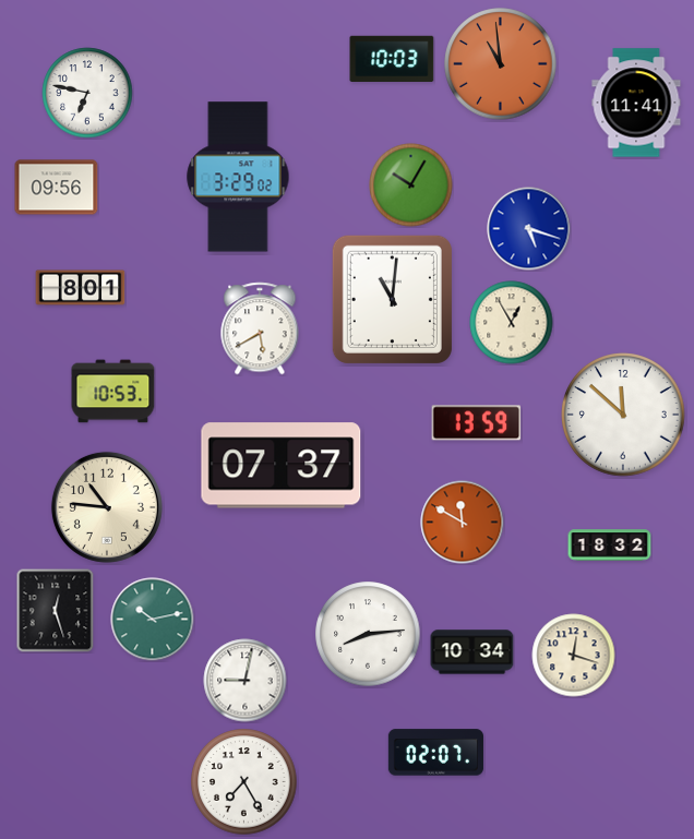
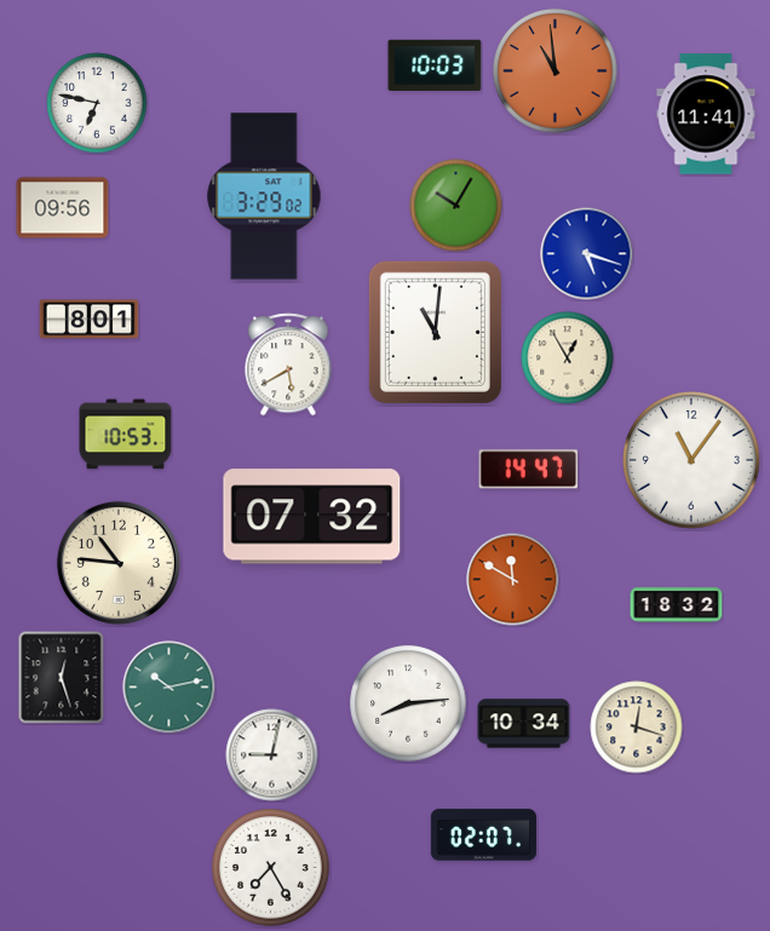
clock at (624, 416): 11:52 -> 11:06
clock at (477, 423): 13:59 -> 14:47
clock at (282, 466): 07:37 -> 07:32
